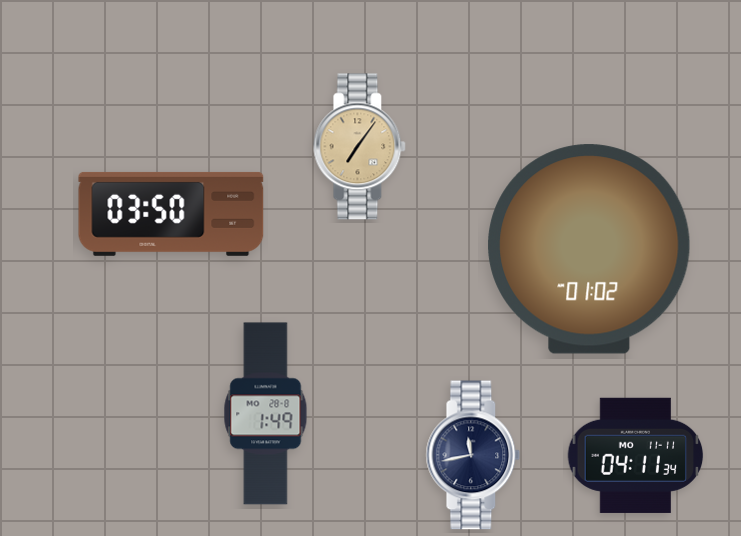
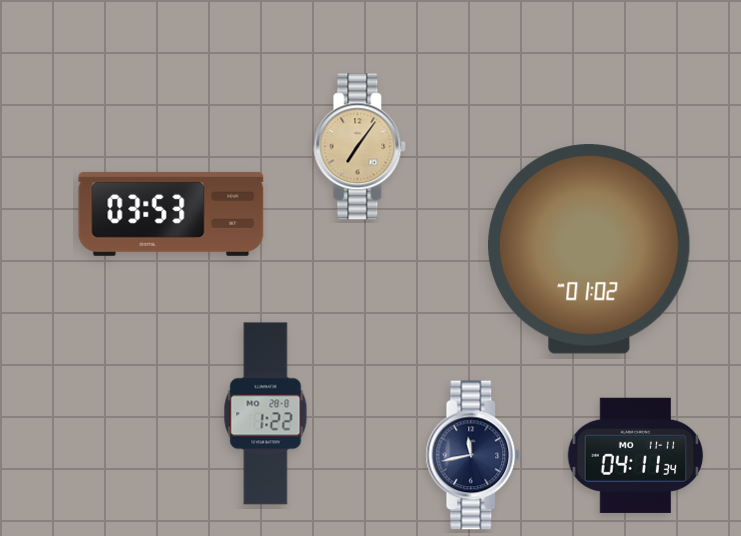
clock at (171, 214): 03:50 -> 03:53
clock at (266, 414): 1:49 -> 1:22
